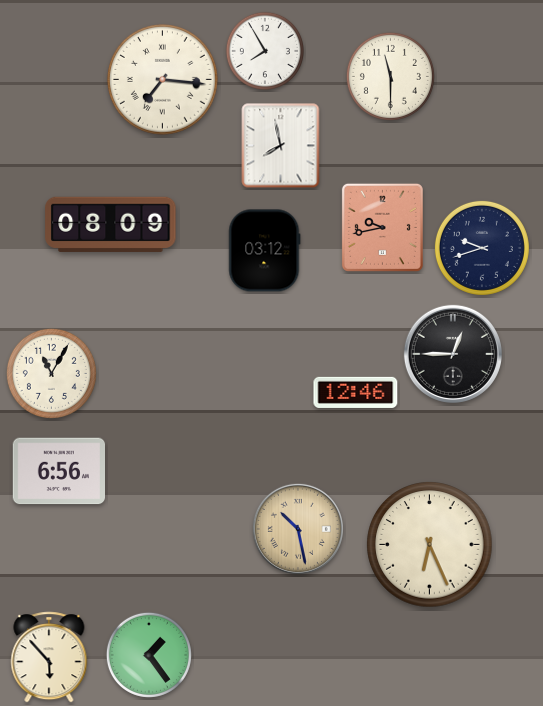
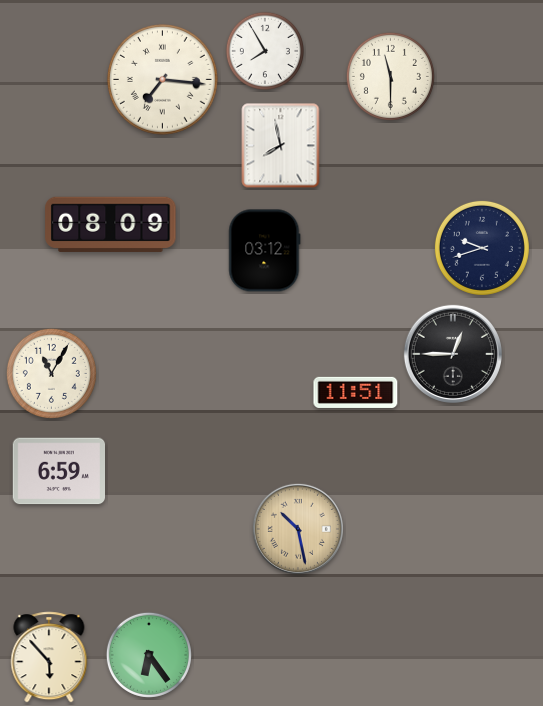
clock at (382, 227): 9:43 -> none
clock at (356, 392): 12:46 -> 11:51
clock at (59, 471): 6:56 -> 6:59
clock at (430, 545): 6:26 -> none
clock at (149, 655): 1:24 -> 6:24
